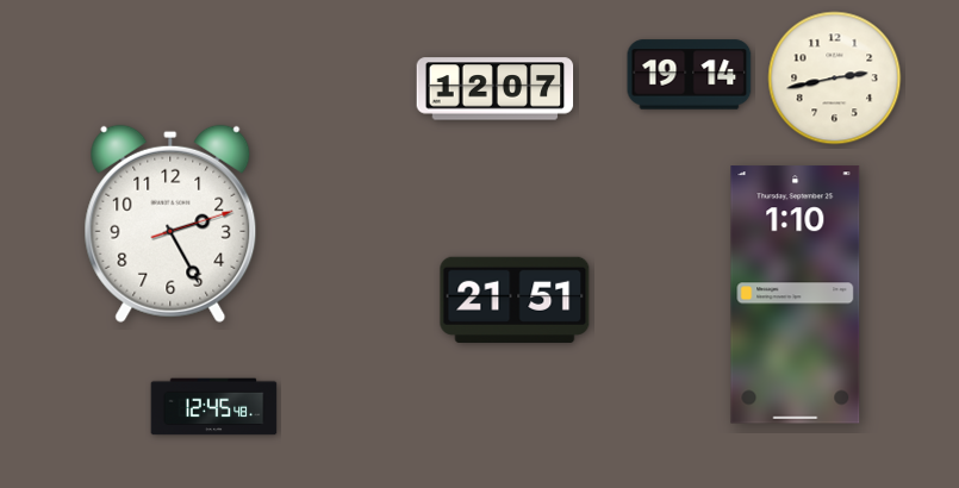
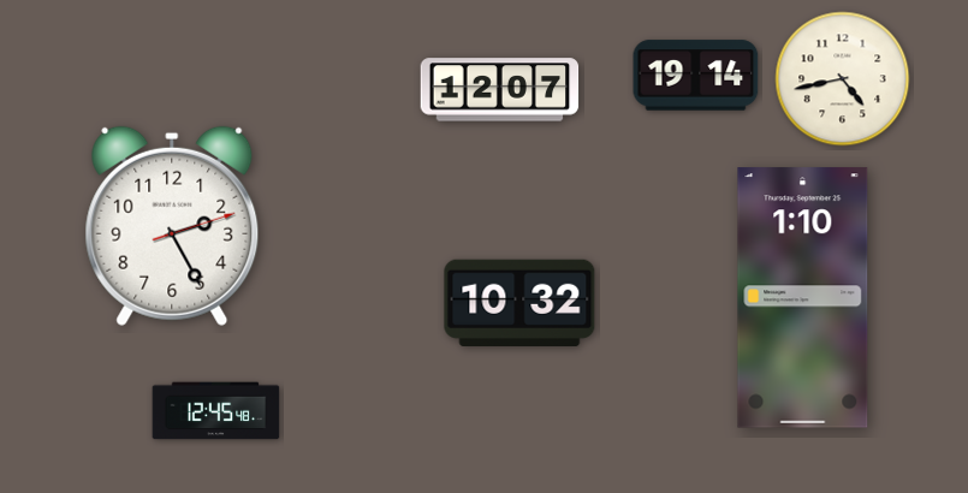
clock at (835, 79): 2:43 -> 4:43
clock at (515, 300): 21:51 -> 10:32
